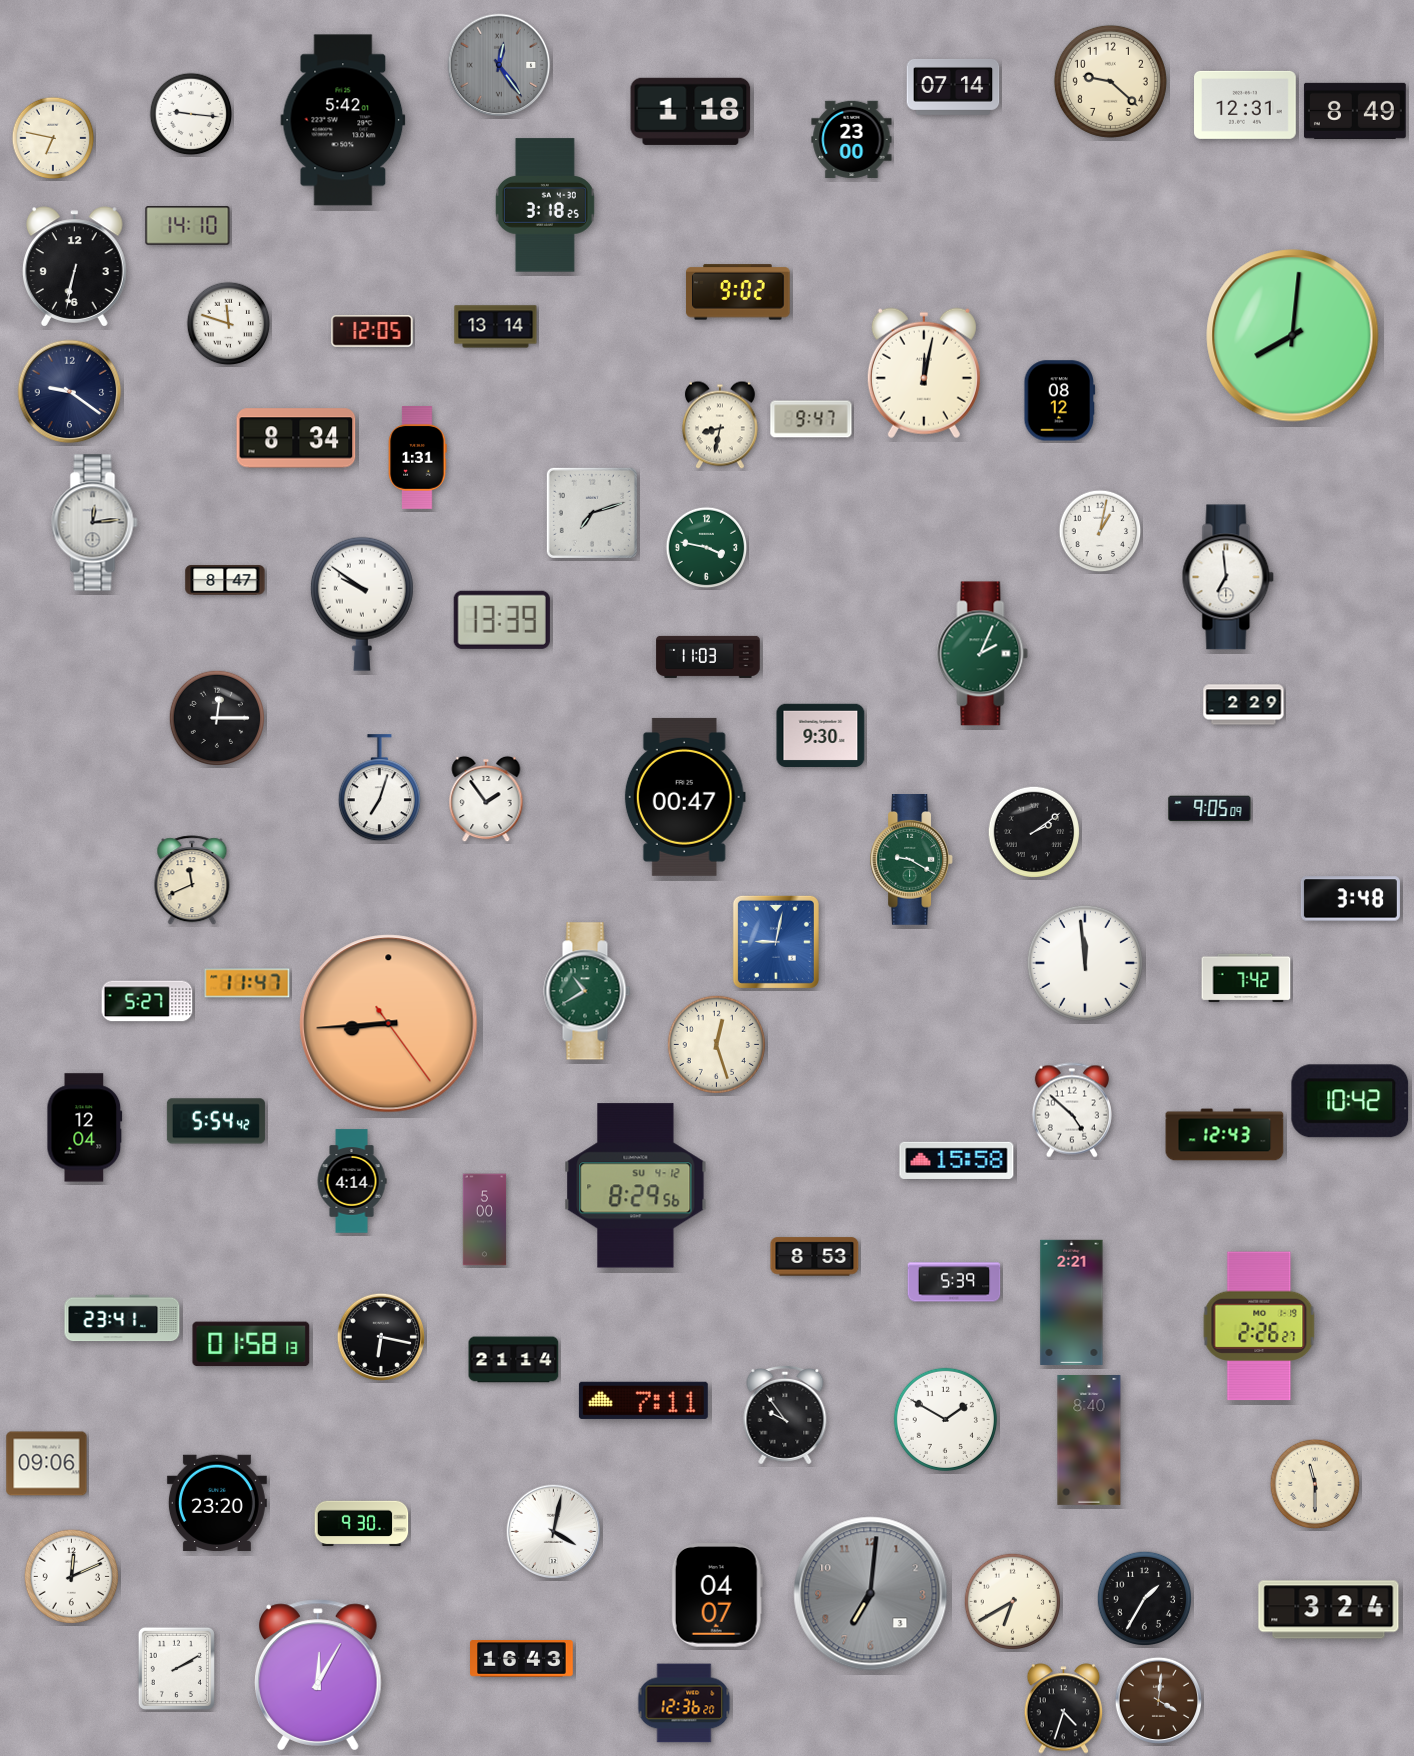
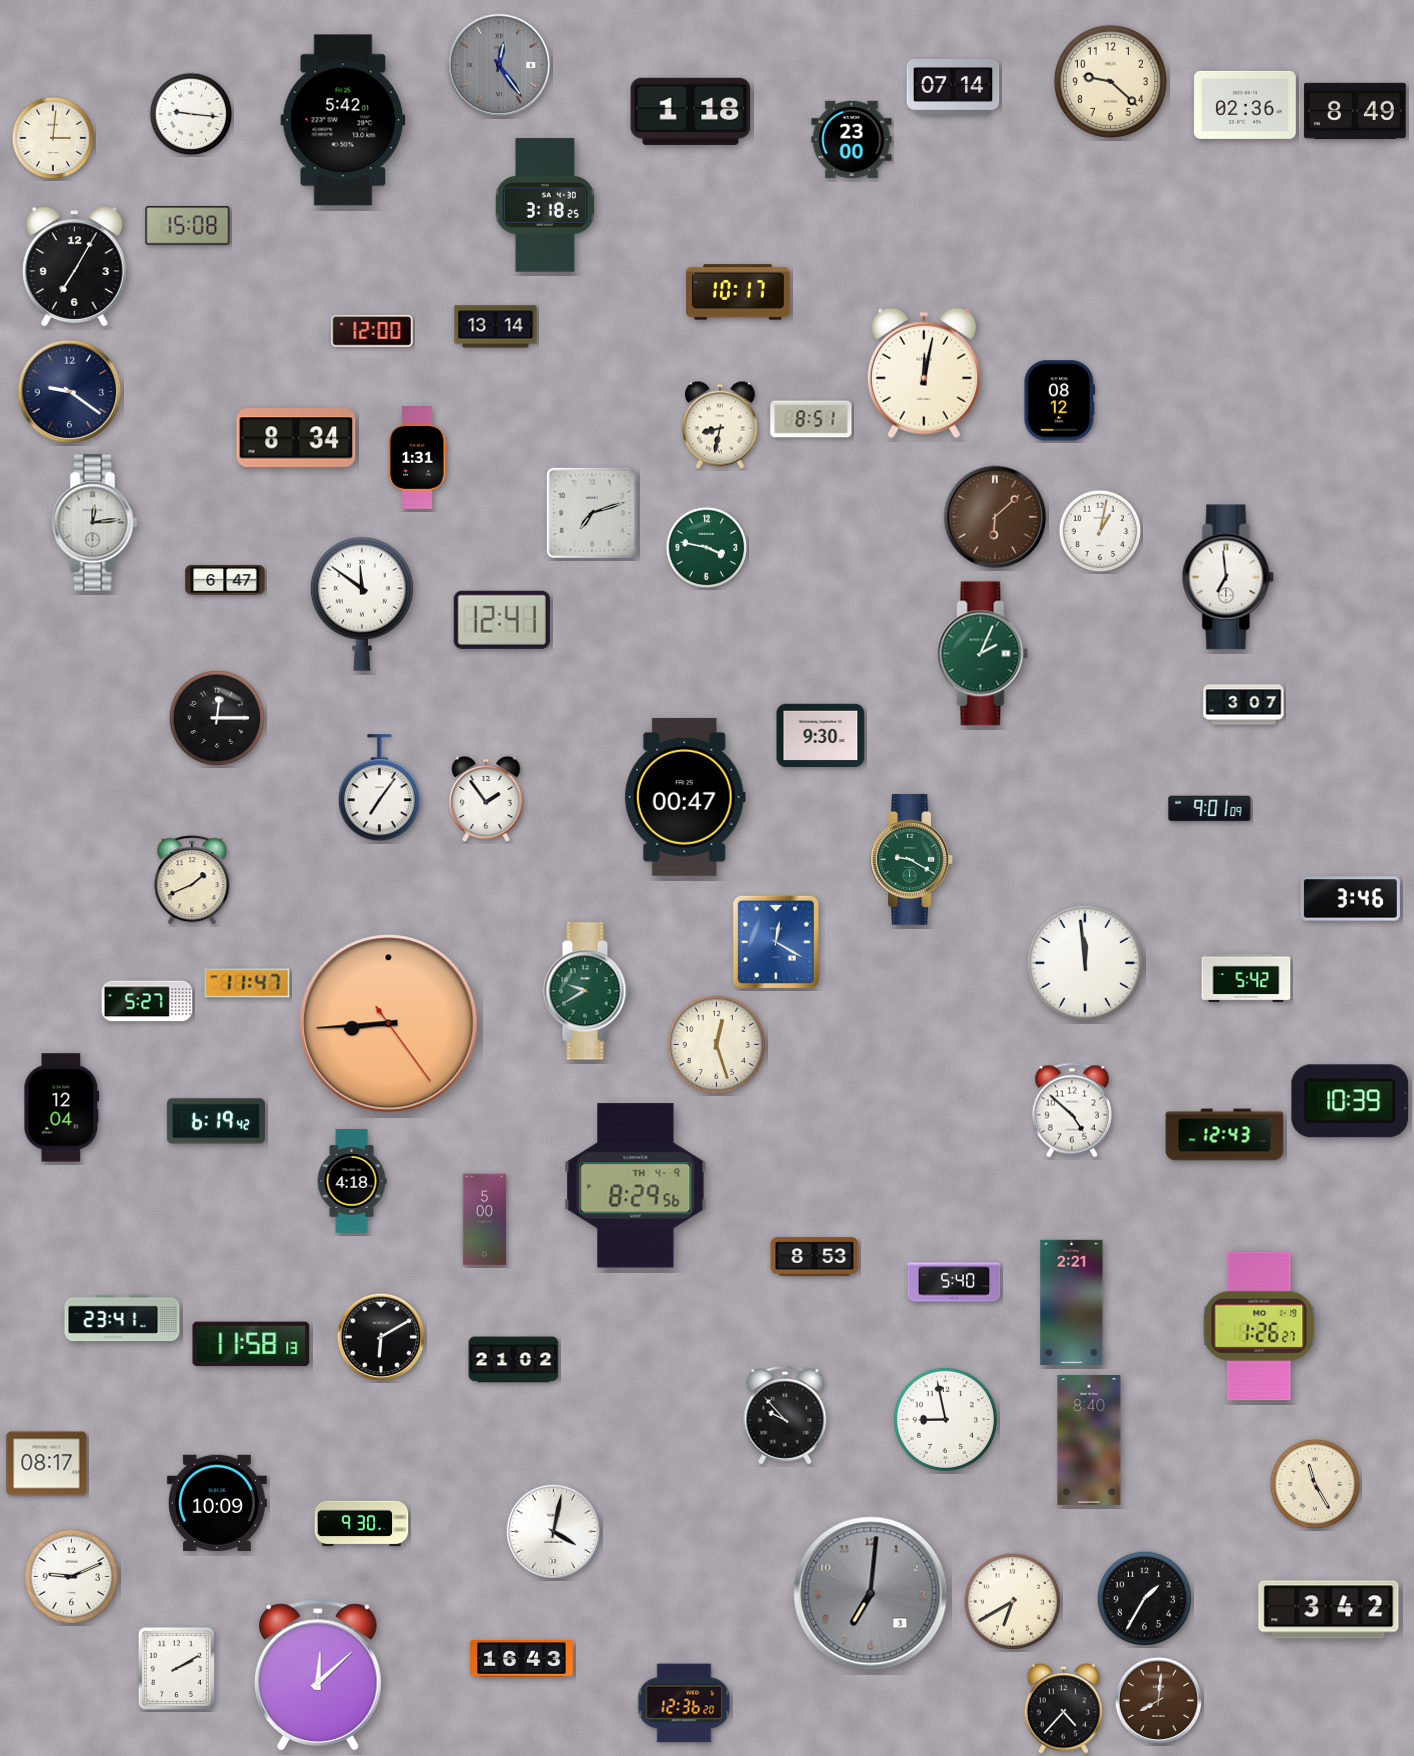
clock at (1246, 105): 12:31 -> 02:36
clock at (53, 138): 6:47 -> 3:01
clock at (188, 226): 14:10 -> 15:08
clock at (75, 267): 6:32 -> 7:05
clock at (738, 292): 9:02 -> 10:17
clock at (229, 324): 11:48 -> none
clock at (372, 331): 12:05 -> 12:00
clock at (1293, 336): 8:01 -> none
clock at (811, 419): 9:47 -> 8:51
clock at (995, 517): none -> 6:08
clock at (225, 580): 8:47 -> 6:47
clock at (362, 604): 9:51 -> 11:51
clock at (502, 620): 13:39 -> 12:41
clock at (708, 657): 11:03 -> none
clock at (1244, 705): 2:29 -> 3:07
clock at (379, 788): 7:03 -> 7:06
clock at (1210, 809): 9:05 -> 9:01
clock at (1034, 832): 2:09 -> none
clock at (192, 881): 11:41 -> 1:41
clock at (1350, 899): 3:48 -> 3:46
clock at (776, 942): 9:02 -> 12:20
clock at (1246, 978): 7:42 -> 5:42
clock at (587, 991): 10:40 -> 9:40
clock at (1350, 1101): 10:42 -> 10:39
clock at (216, 1121): 5:54 -> 6:19
clock at (85, 1128) position: (85, 1128) -> (62, 1108)
clock at (957, 1160): 15:58 -> none
clock at (352, 1181): 4:14 -> 4:18
clock at (636, 1186) date: SU 4-12 -> TH 4-9
clock at (954, 1282): 5:39 -> 5:40
clock at (1259, 1326): 2:26 -> 1:26
clock at (380, 1336): 6:17 -> 6:10
clock at (251, 1344): 01:58 -> 11:58
clock at (514, 1360): 21:14 -> 21:02
clock at (643, 1400): 7:11 -> none
clock at (785, 1415): 9:54 -> 9:53
clock at (945, 1419): 1:50 -> 8:58
clock at (47, 1464): 09:06 -> 08:17
clock at (1315, 1484): 11:30 -> 11:25
clock at (217, 1502): 23:20 -> 10:09
clock at (71, 1576): 12:11 -> 9:11
clock at (717, 1595): 04:07 -> none
clock at (1329, 1610): 3:24 -> 3:42
clock at (318, 1675): 12:05 -> 12:08
clock at (1158, 1700): 4:01 -> 8:01
clock at (1064, 1709): 4:33 -> 4:37
